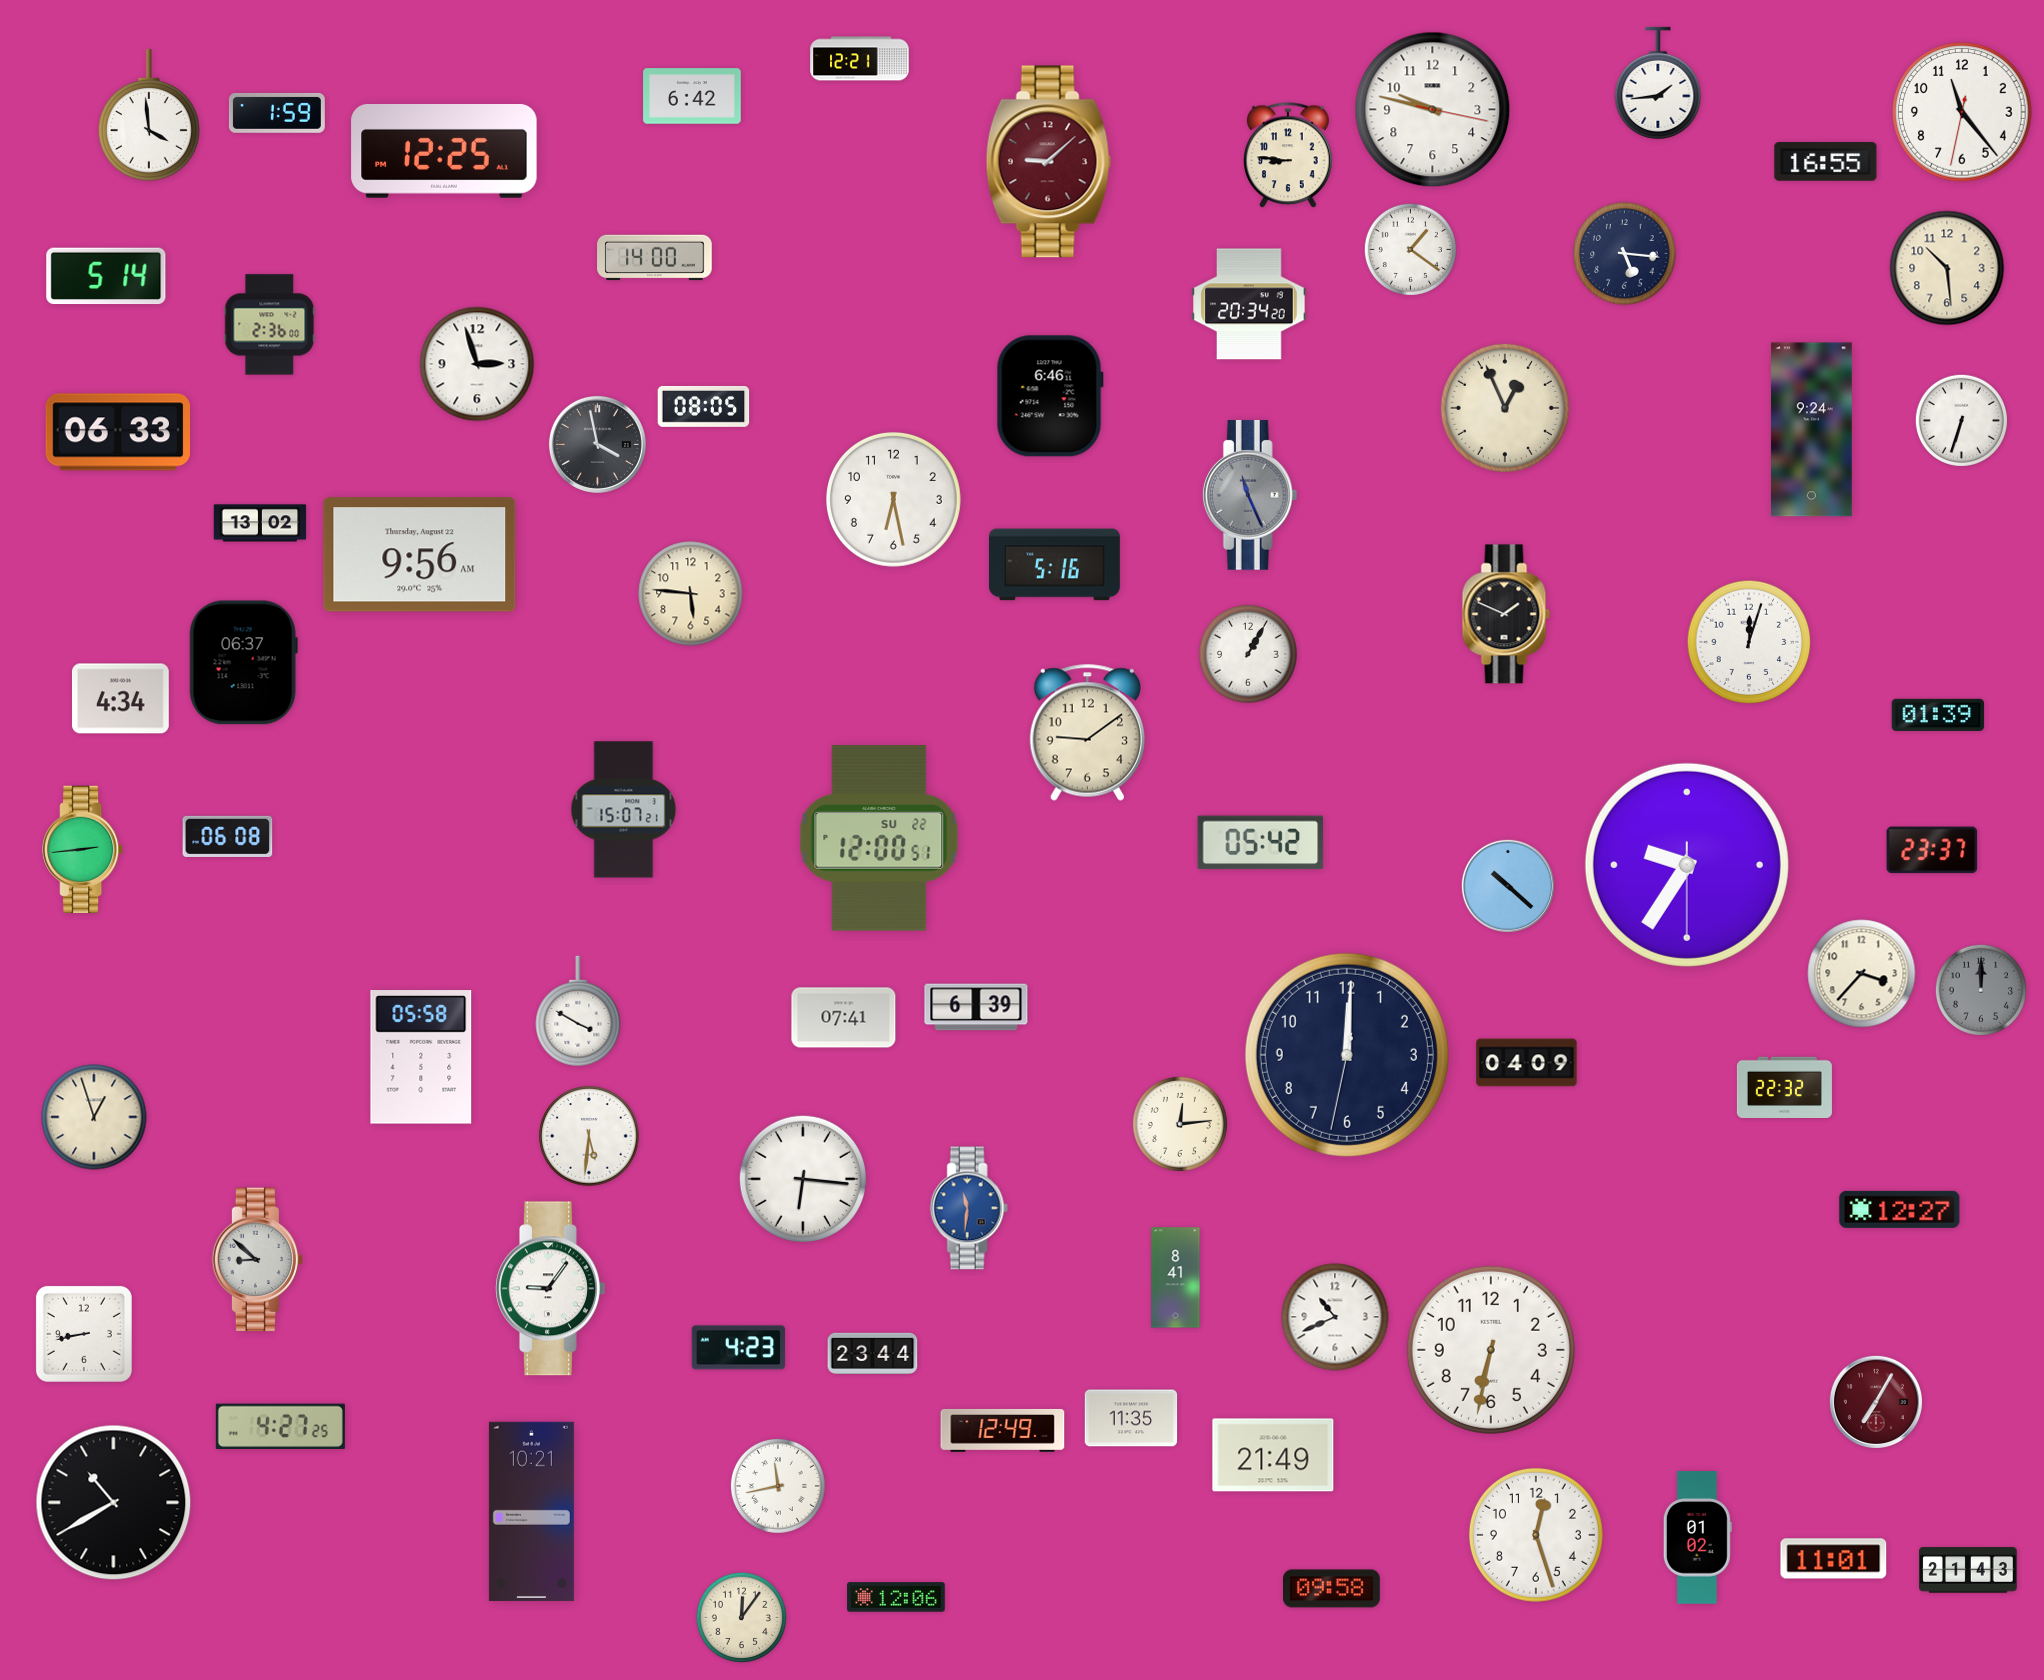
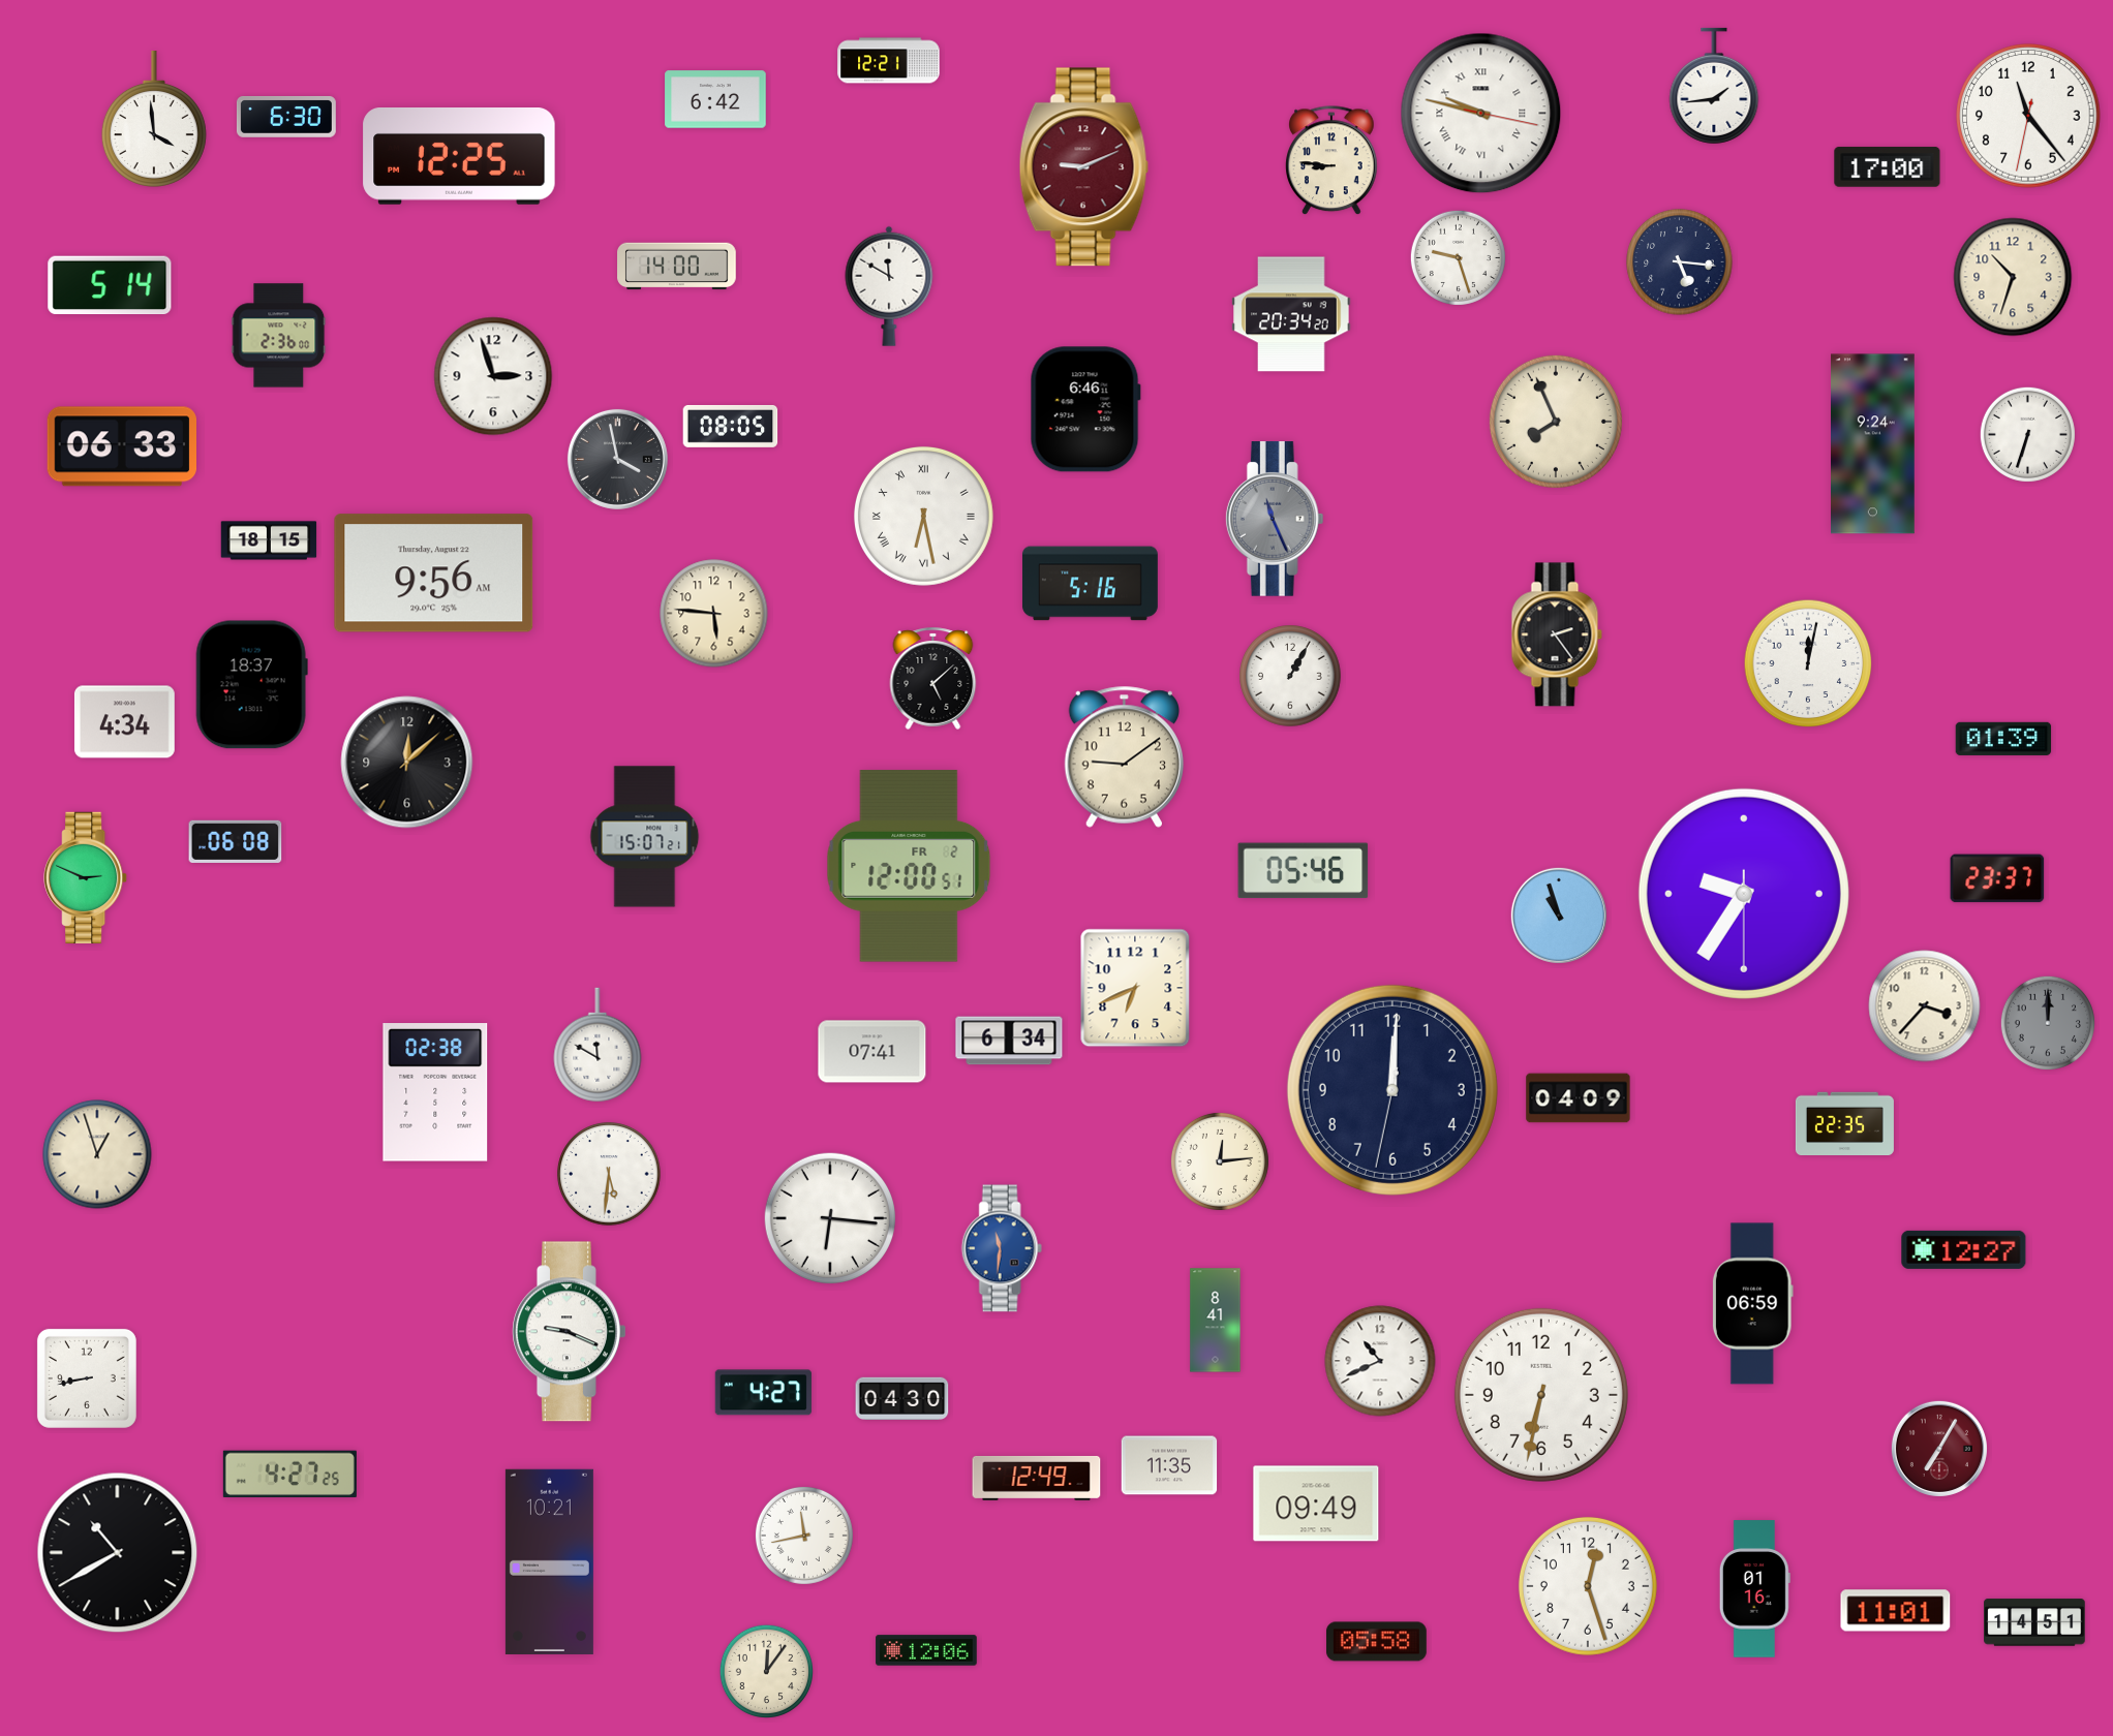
clock at (1433, 110) numerals: Arabic -> Roman
clock at (277, 113): 1:59 -> 6:30
clock at (1048, 162): 9:08 -> 9:11
clock at (1826, 162): 16:55 -> 17:00
clock at (1410, 249): 1:21 -> 9:27
clock at (1947, 268): 10:29 -> 10:33
clock at (889, 286): none -> 11:50
clock at (704, 406) position: (704, 406) -> (731, 426)
clock at (1505, 408): 12:56 -> 7:56
clock at (1250, 495) position: (1250, 495) -> (1275, 519)
clock at (893, 499) numerals: Arabic -> Roman
clock at (260, 523): 13:02 -> 18:15
clock at (1506, 614): 1:49 -> 2:24
clock at (1749, 642): 12:03 -> 12:02
clock at (933, 678): none -> 5:08
clock at (243, 663): 06:37 -> 18:37
clock at (407, 763): none -> 12:08
clock at (228, 836) position: (228, 836) -> (236, 841)
clock at (879, 838) date: SU 22 -> FR 2
clock at (1261, 843): 05:42 -> 05:46
clock at (83, 849): 2:44 -> 2:49
clock at (1508, 886): 10:22 -> 10:57
clock at (1135, 988): none -> 6:41
clock at (976, 1007): 6:39 -> 6:34
clock at (578, 1011): 3:50 -> 11:50
clock at (421, 1057): 05:58 -> 02:38
clock at (1784, 1088): 22:32 -> 22:35
clock at (258, 1260): 8:52 -> none
clock at (1752, 1304): none -> 06:59
clock at (551, 1289): 9:06 -> 9:19
clock at (738, 1348): 4:23 -> 4:27
clock at (873, 1353): 23:44 -> 04:30
clock at (1273, 1455): 21:49 -> 09:49
clock at (1697, 1538): 01:02 -> 01:16
clock at (1968, 1570): 21:43 -> 14:51
clock at (1332, 1589): 09:58 -> 05:58
